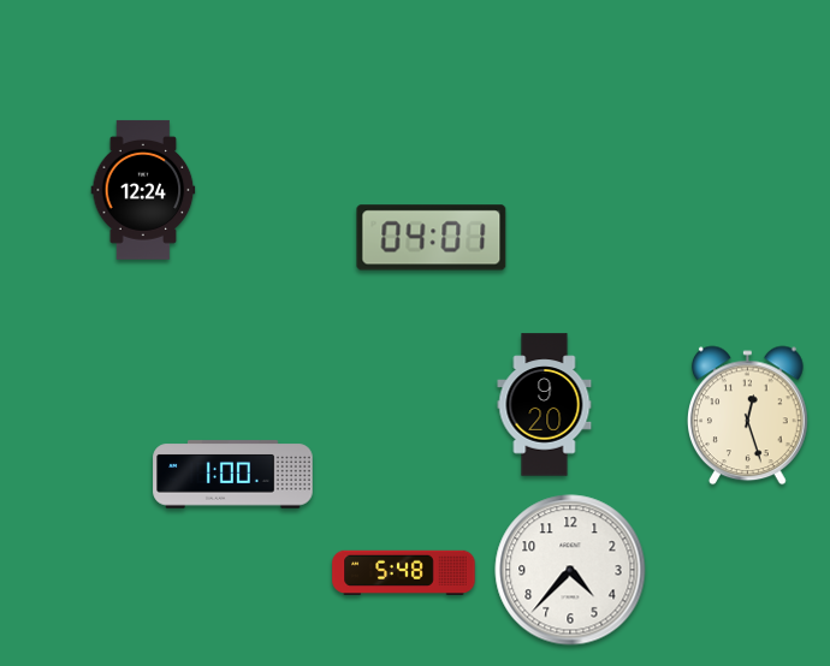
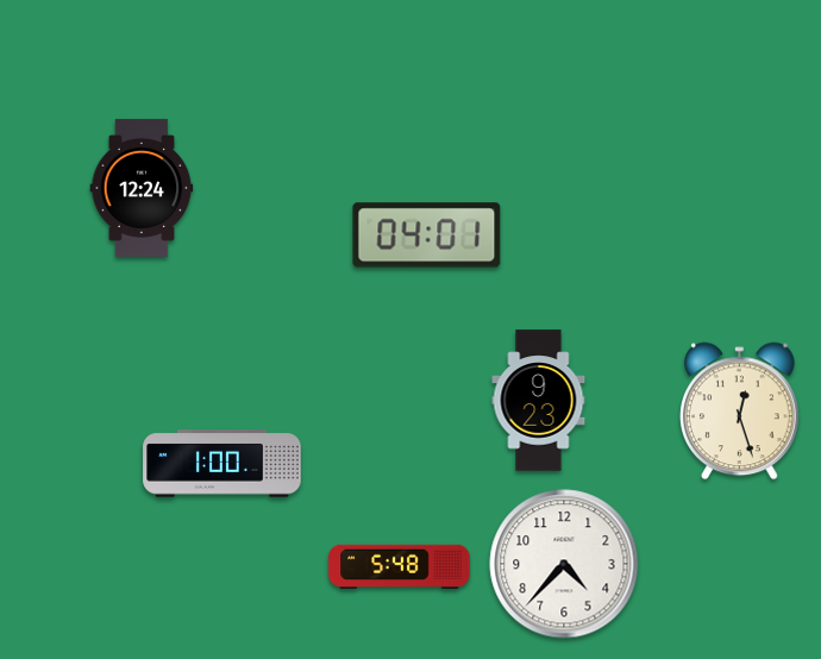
clock at (545, 405): 9:20 -> 9:23
clock at (233, 475) position: (233, 475) -> (223, 464)
